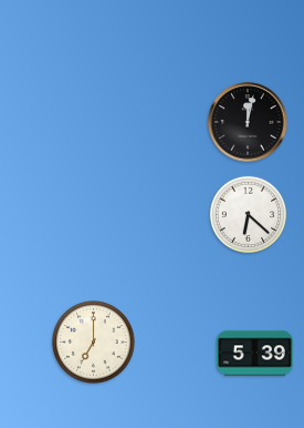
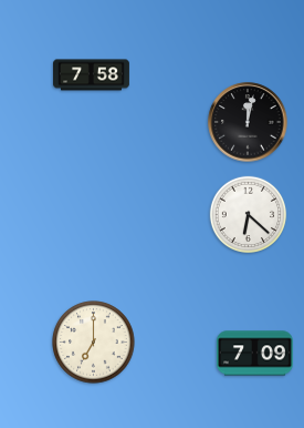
clock at (92, 75): none -> 7:58
clock at (254, 354): 5:39 -> 7:09
